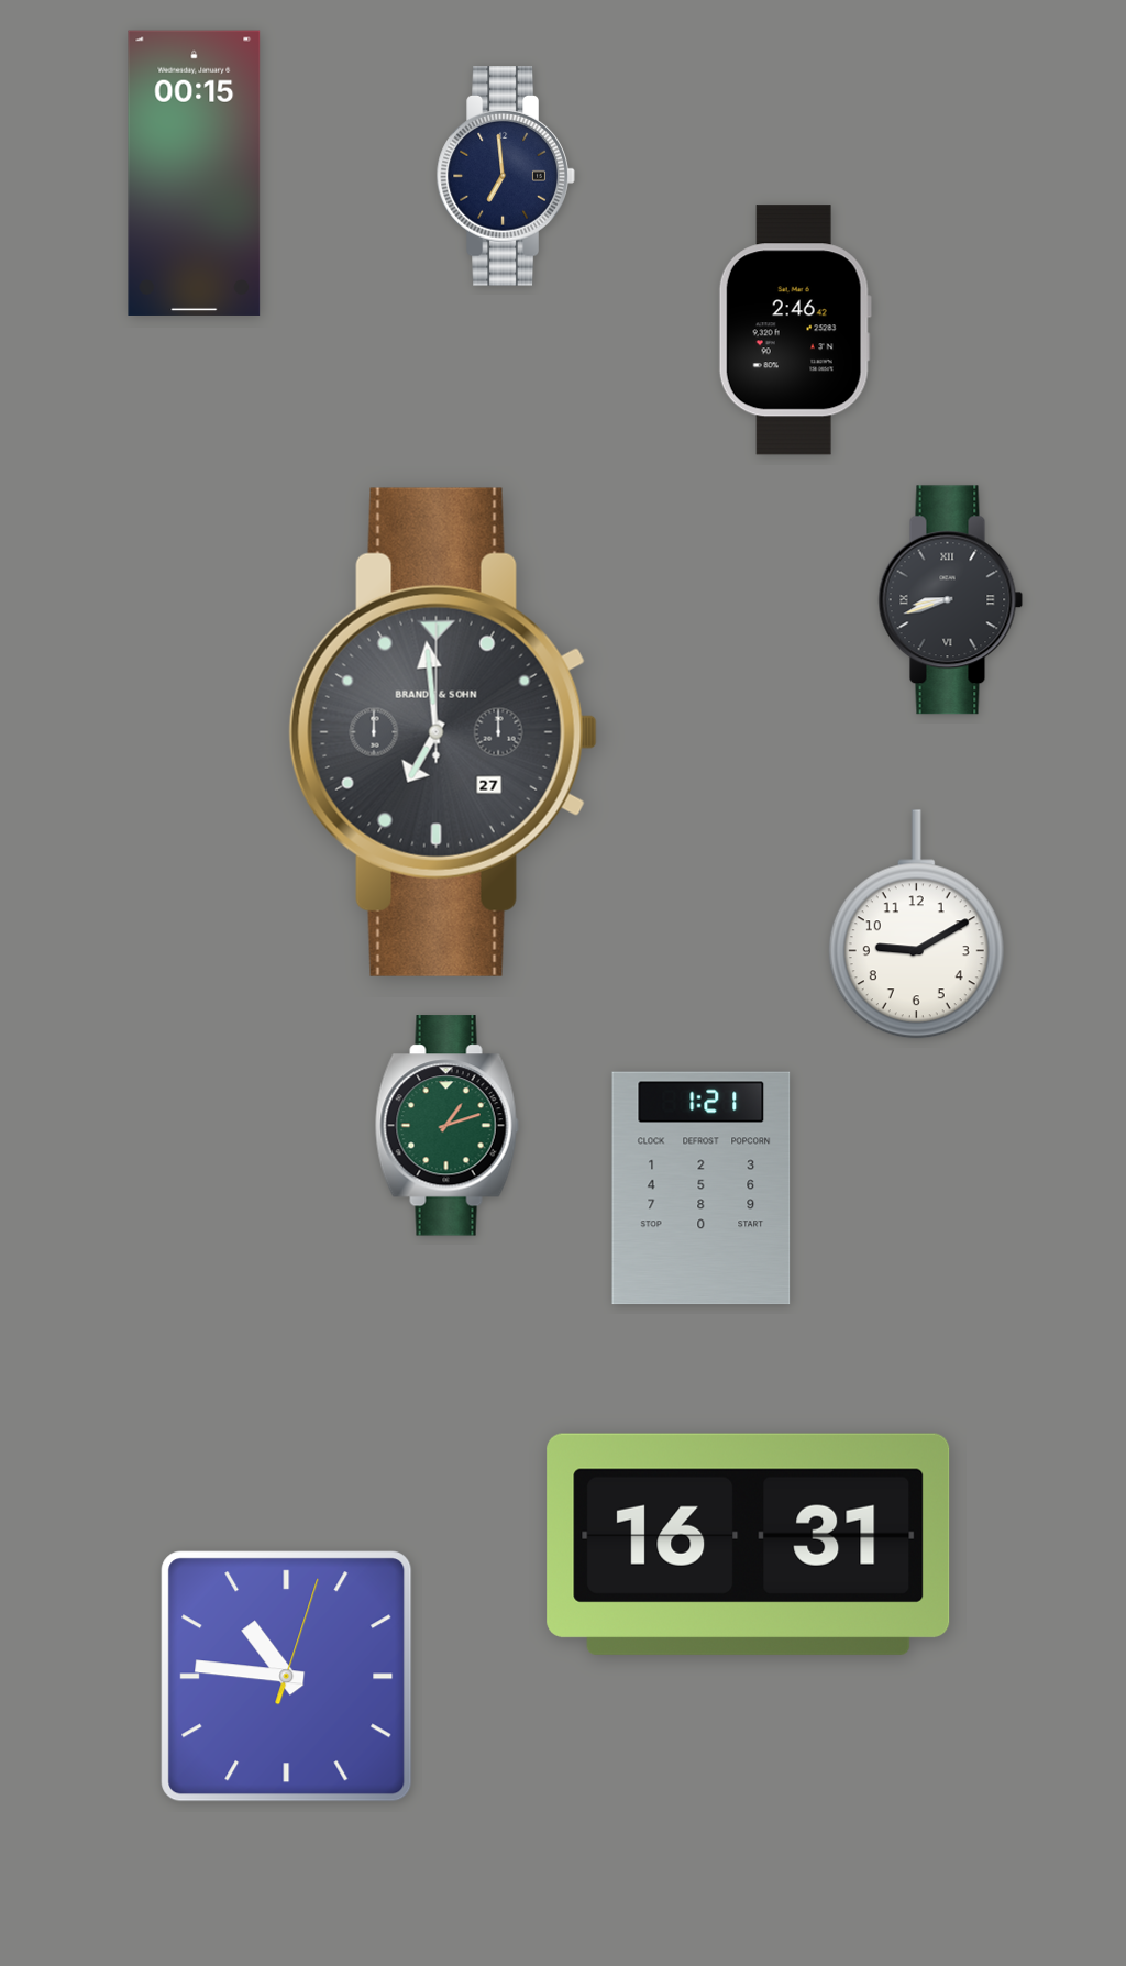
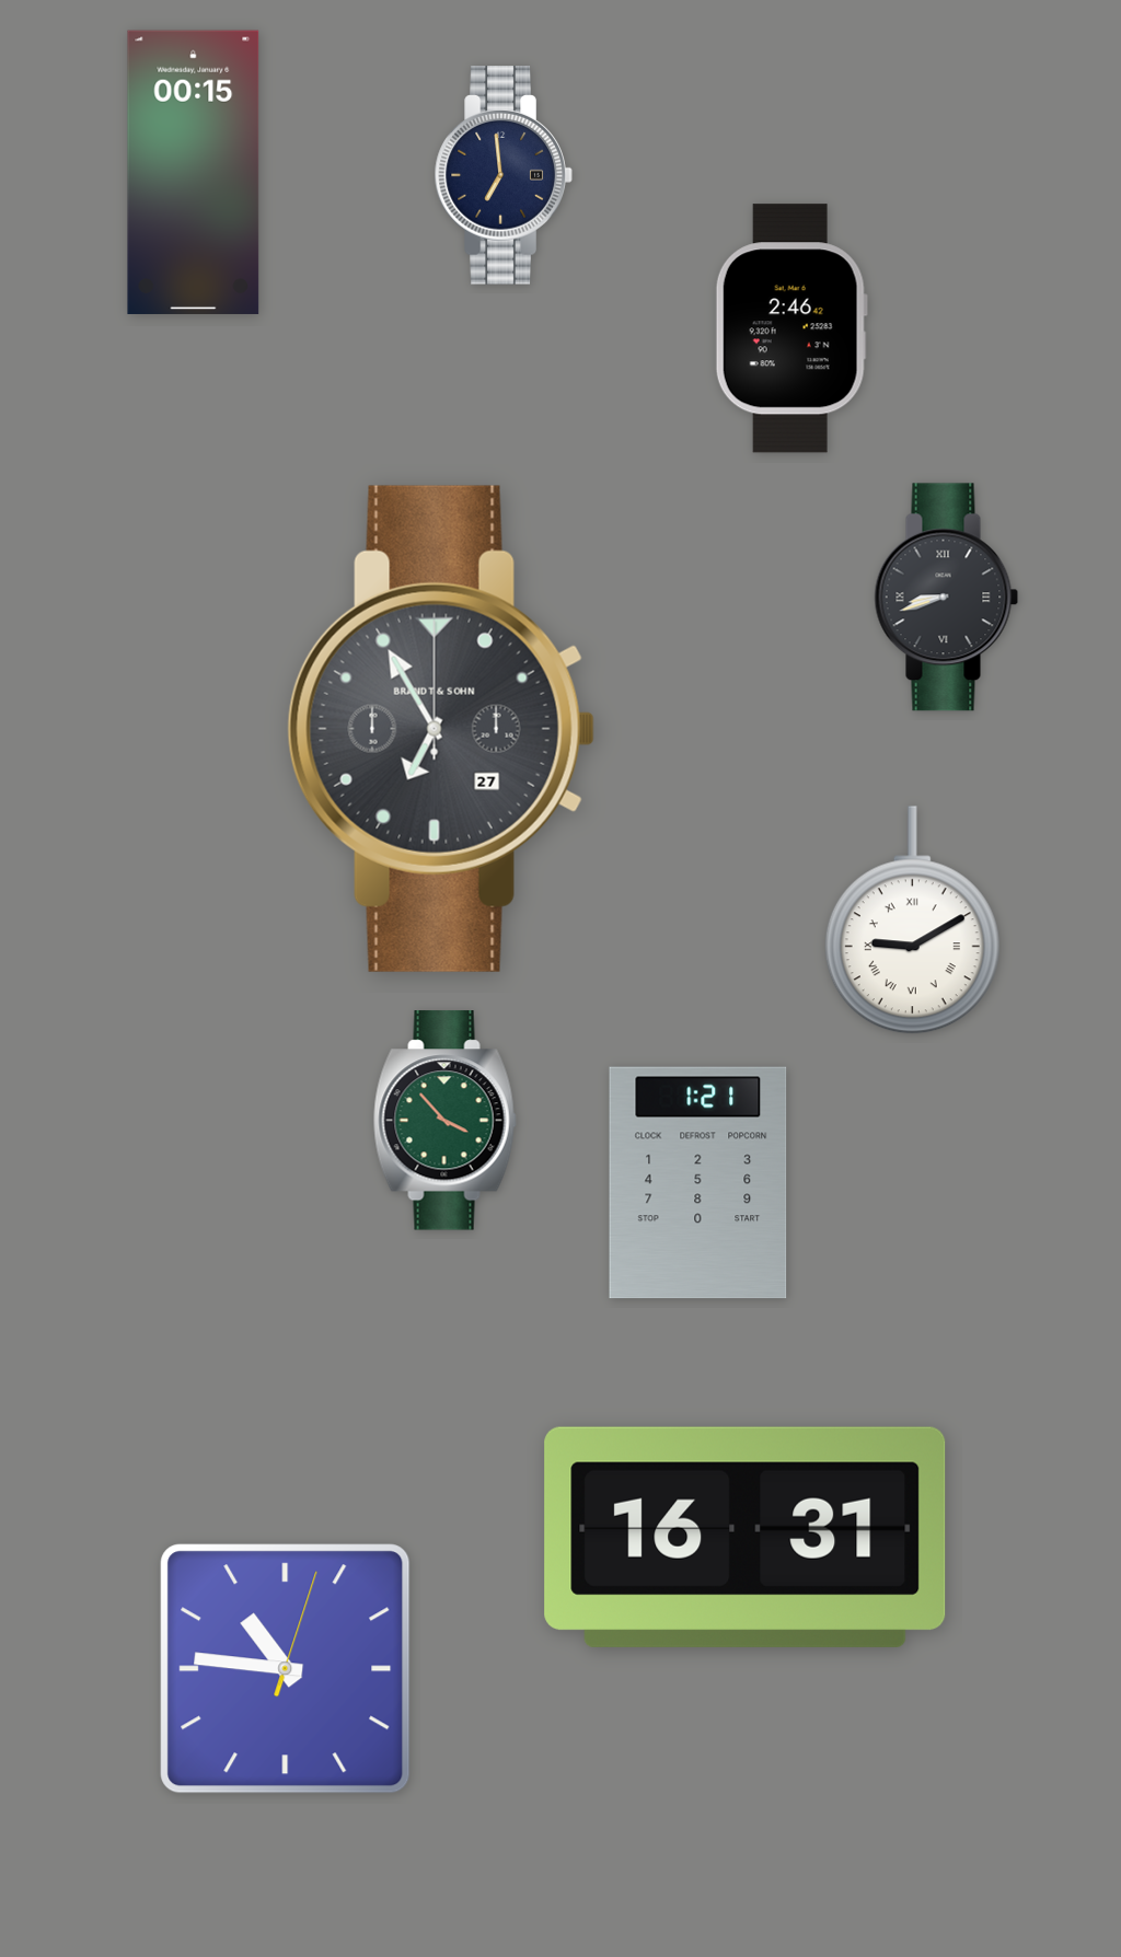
clock at (443, 732): 6:59 -> 6:55
clock at (916, 925) numerals: Arabic -> Roman
clock at (446, 1126): 1:12 -> 3:53
